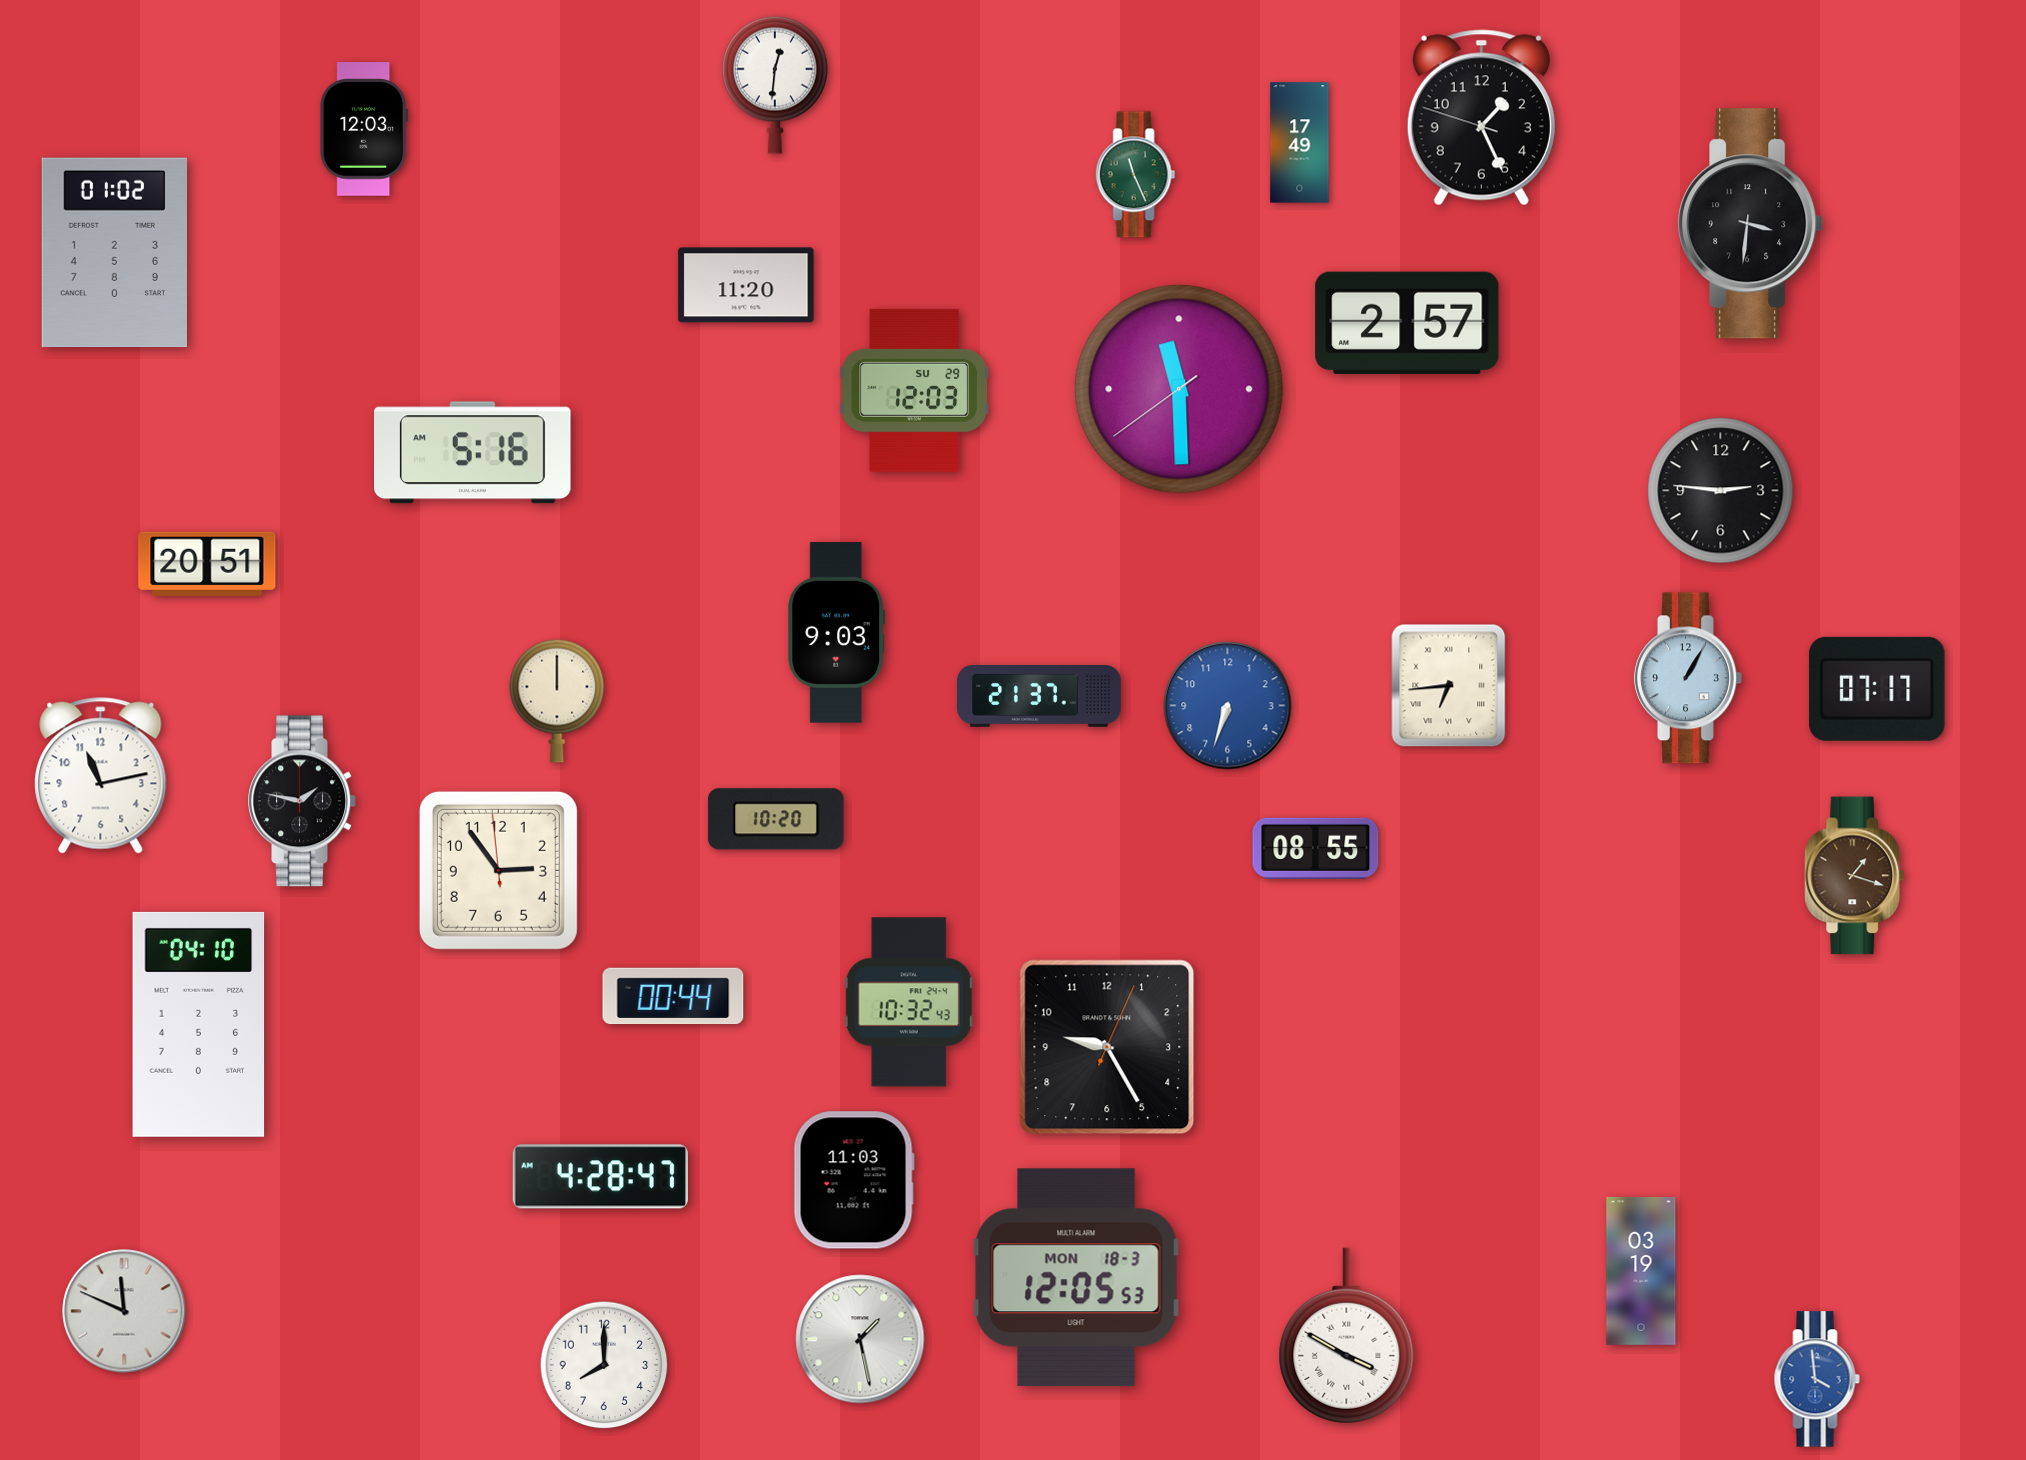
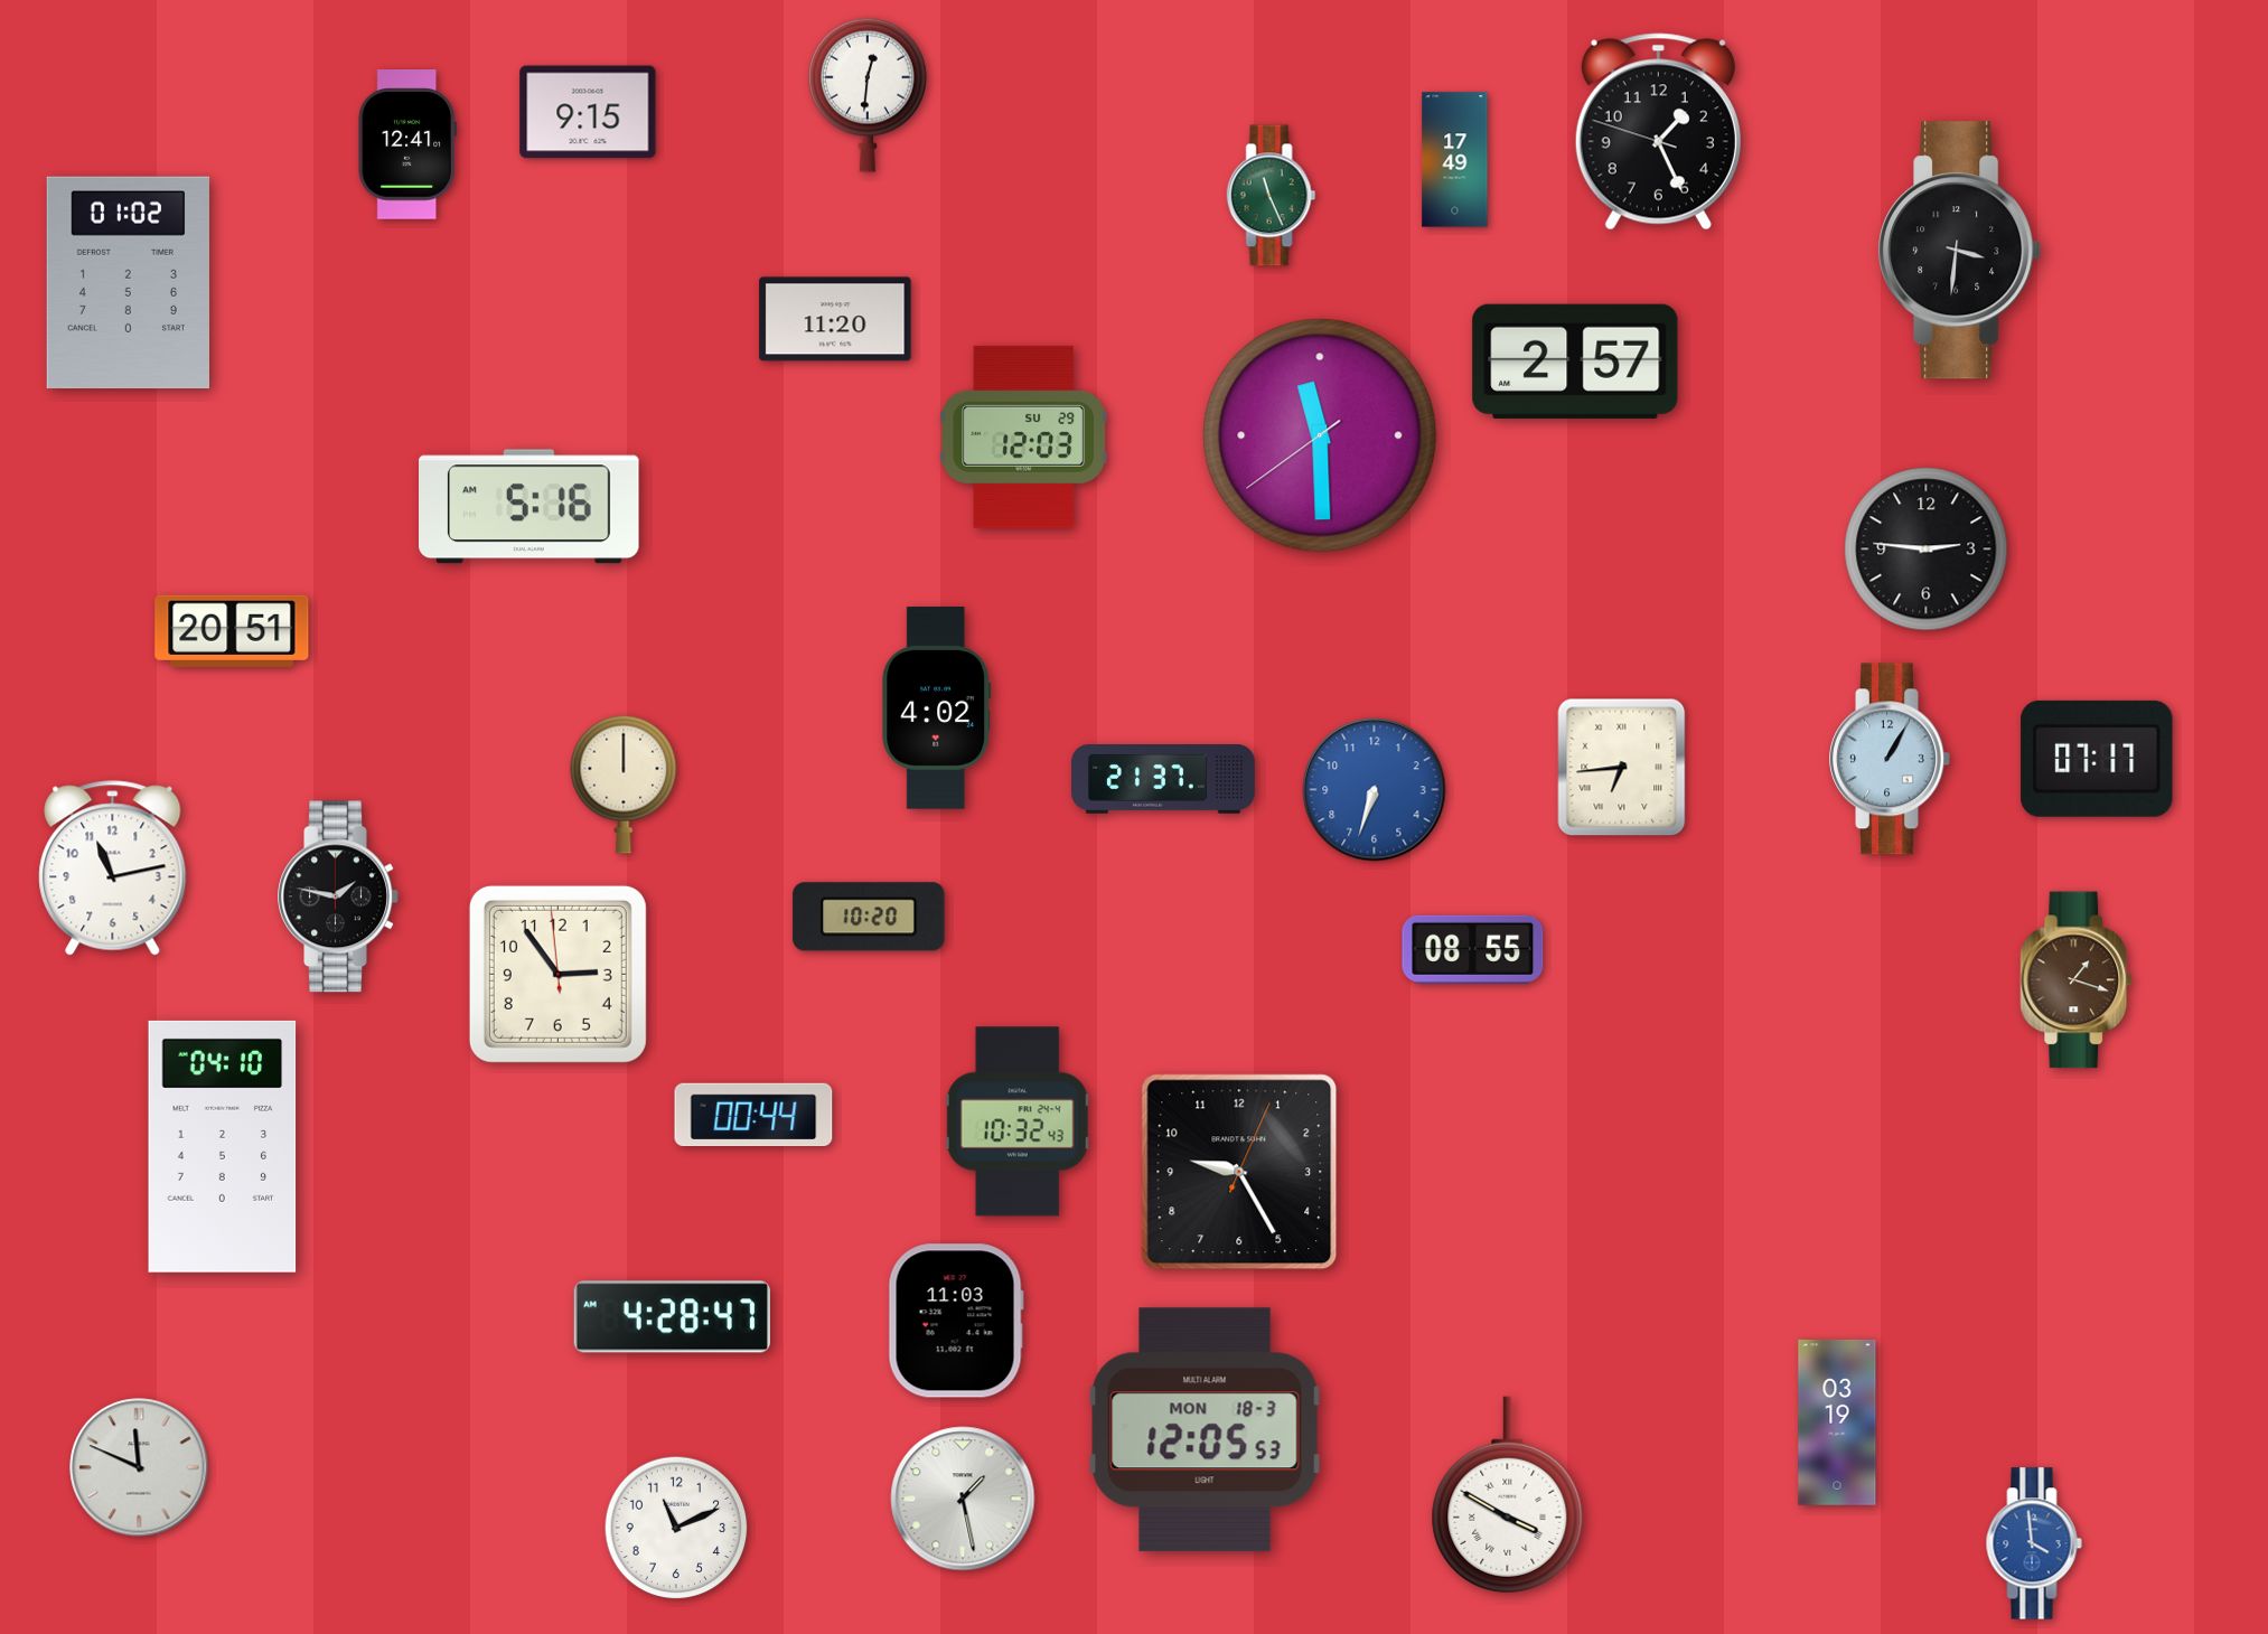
clock at (588, 112): none -> 9:15
clock at (364, 129): 12:03 -> 12:41
clock at (837, 633): 9:03 -> 4:02
clock at (1877, 689) position: (1877, 689) -> (2097, 759)
clock at (604, 1365): 8:00 -> 11:11
